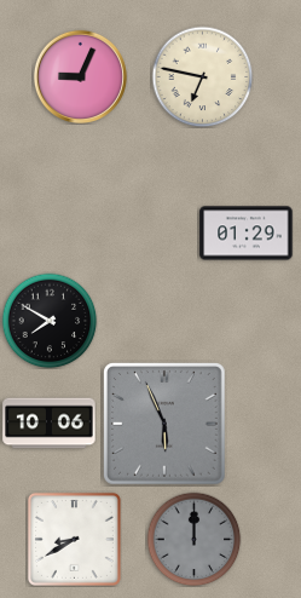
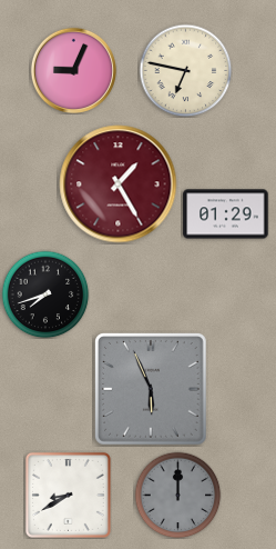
clock at (119, 184): none -> 1:25
clock at (50, 321): 7:50 -> 7:42
clock at (50, 424): 10:06 -> none
